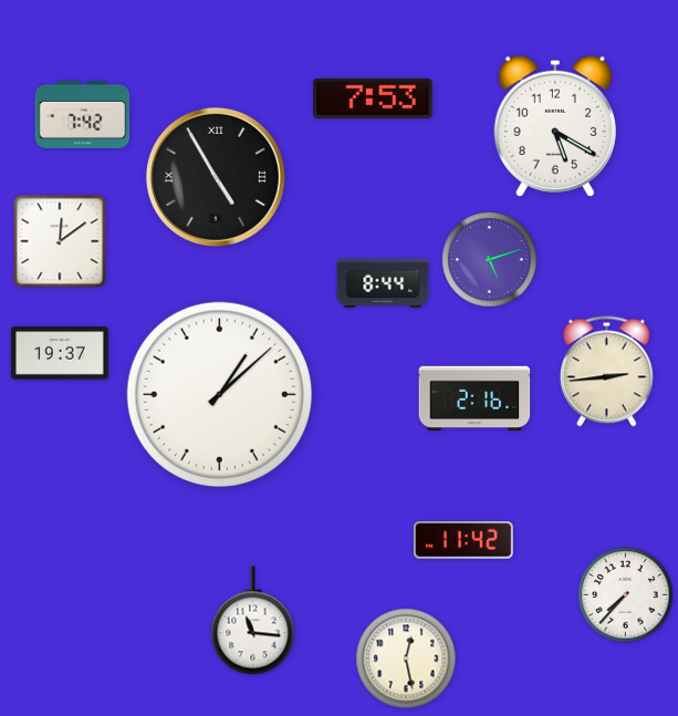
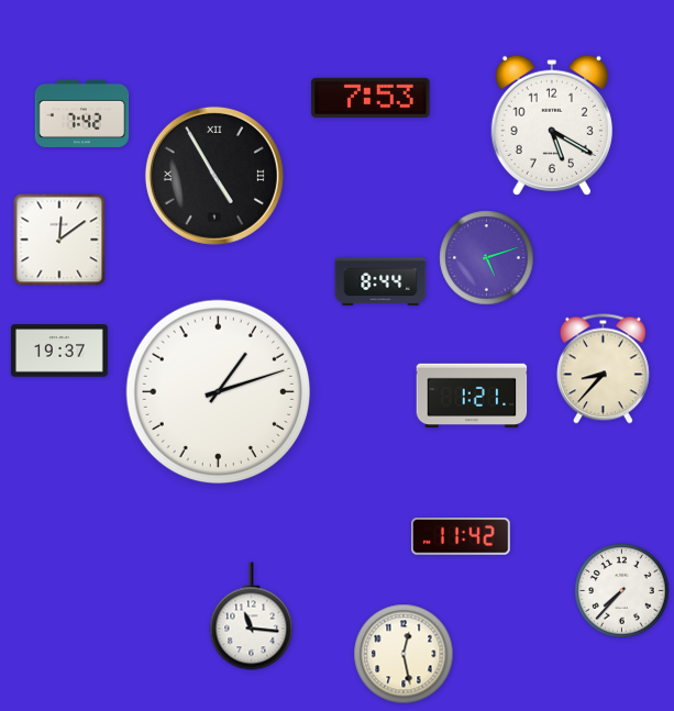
clock at (606, 372): 2:44 -> 8:37
clock at (220, 395): 1:08 -> 1:12
clock at (474, 398): 2:16 -> 1:21
